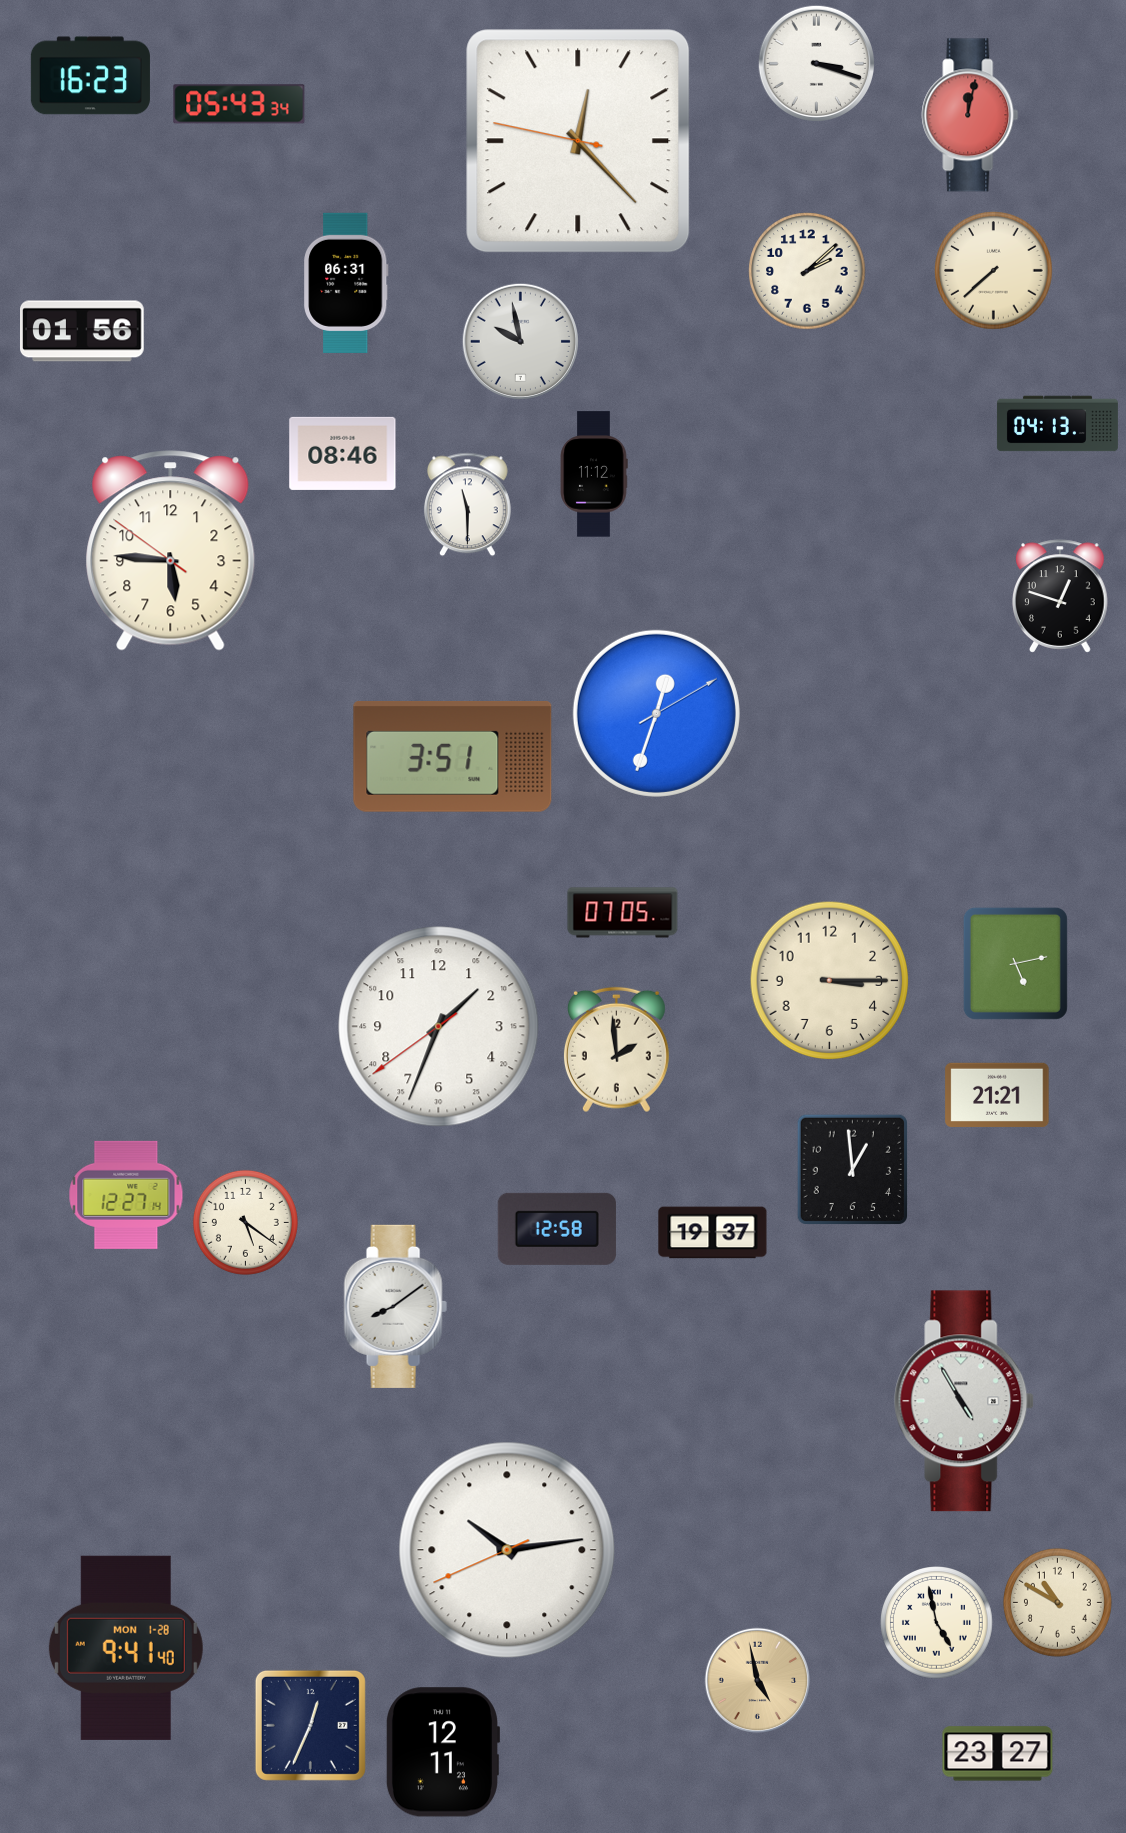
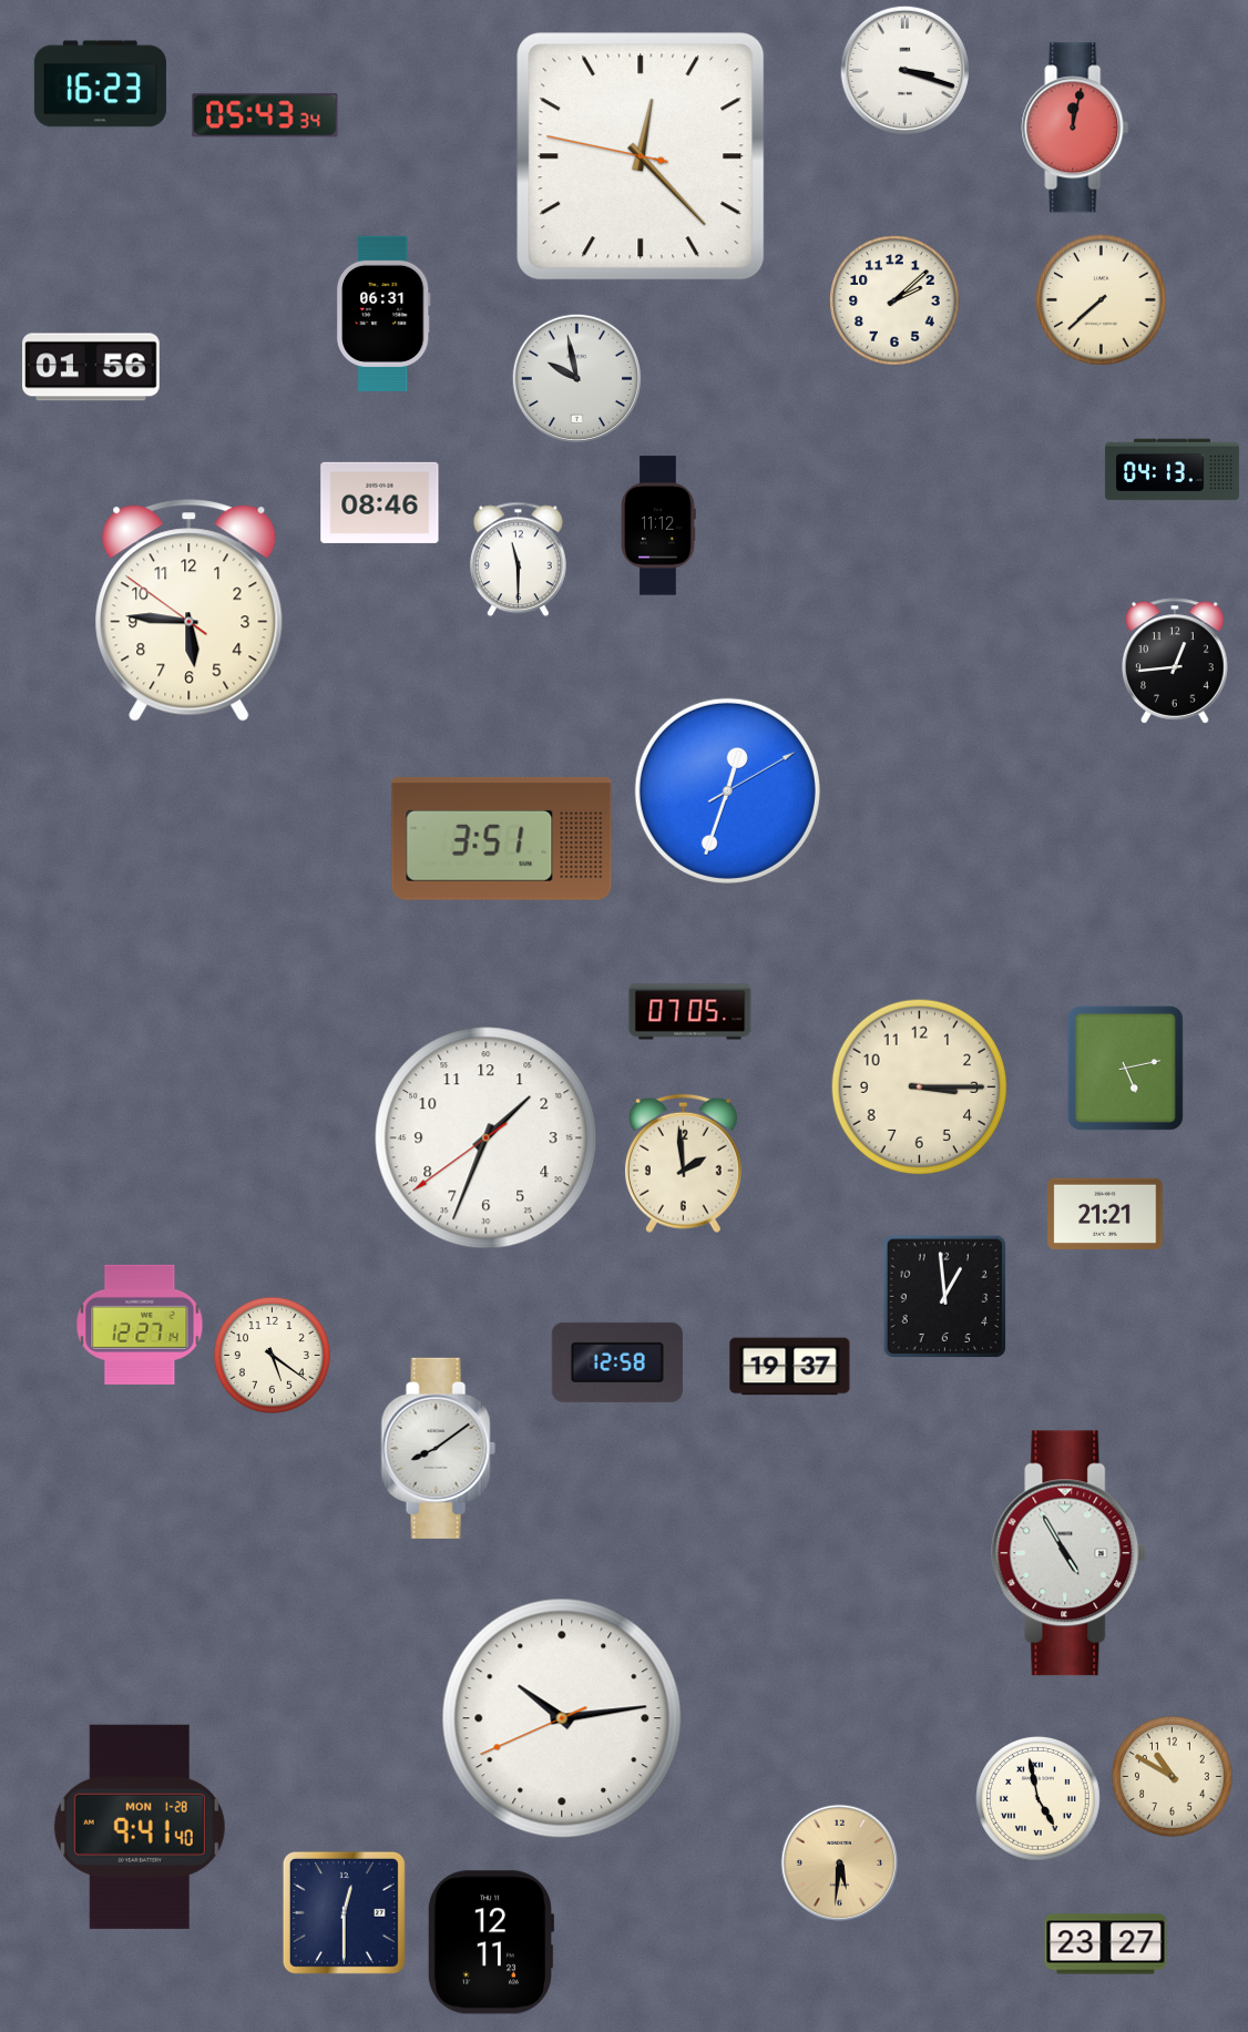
clock at (1061, 596): 12:48 -> 12:44
clock at (758, 1681): 4:58 -> 5:31
clock at (310, 1725): 12:34 -> 12:30
